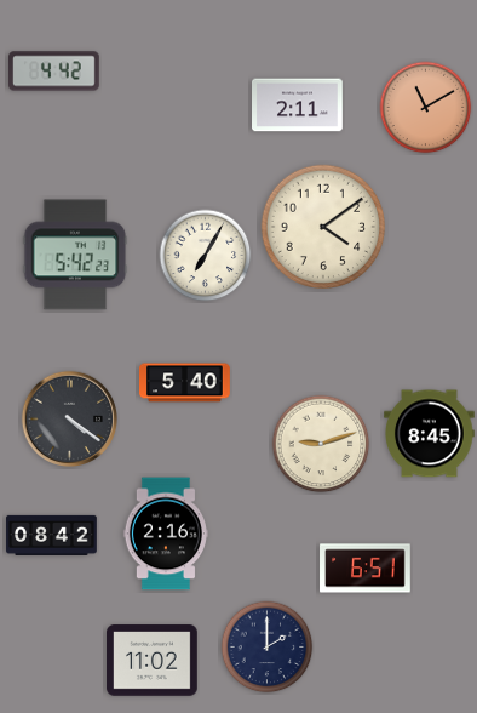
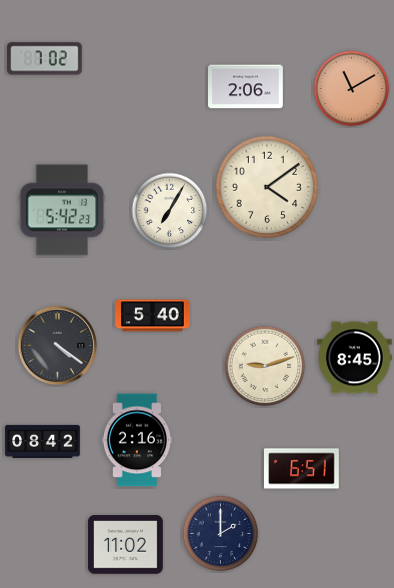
clock at (54, 72): 4:42 -> 7:02
clock at (298, 105): 2:11 -> 2:06
